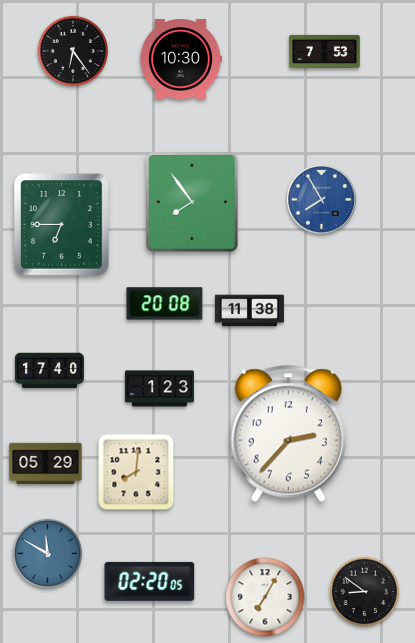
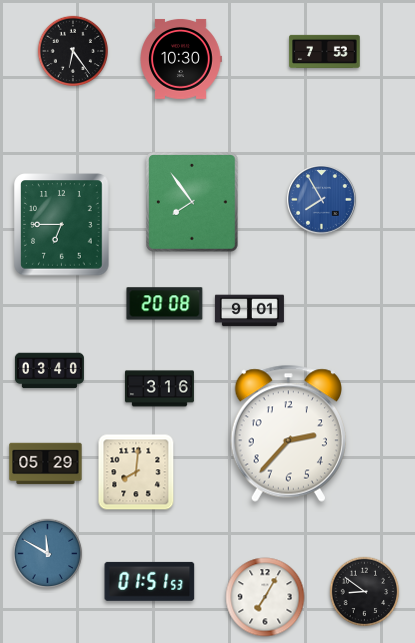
clock at (249, 311): 11:38 -> 9:01
clock at (49, 371): 17:40 -> 03:40
clock at (159, 389): 1:23 -> 3:16
clock at (150, 581): 02:20 -> 01:51
